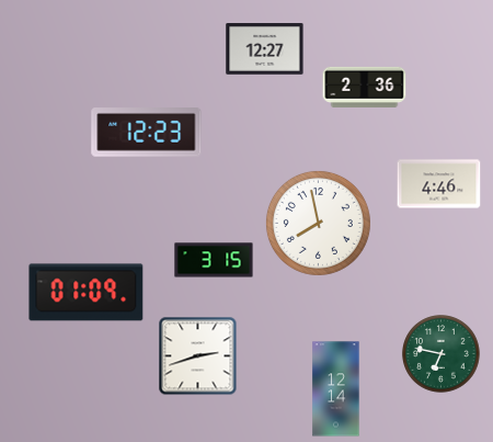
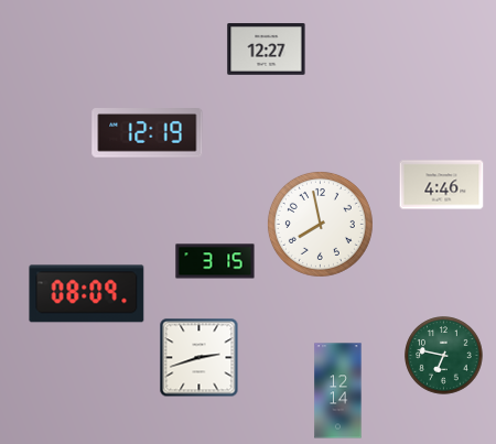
clock at (365, 87): 2:36 -> none
clock at (147, 133): 12:23 -> 12:19
clock at (87, 293): 01:09 -> 08:09
